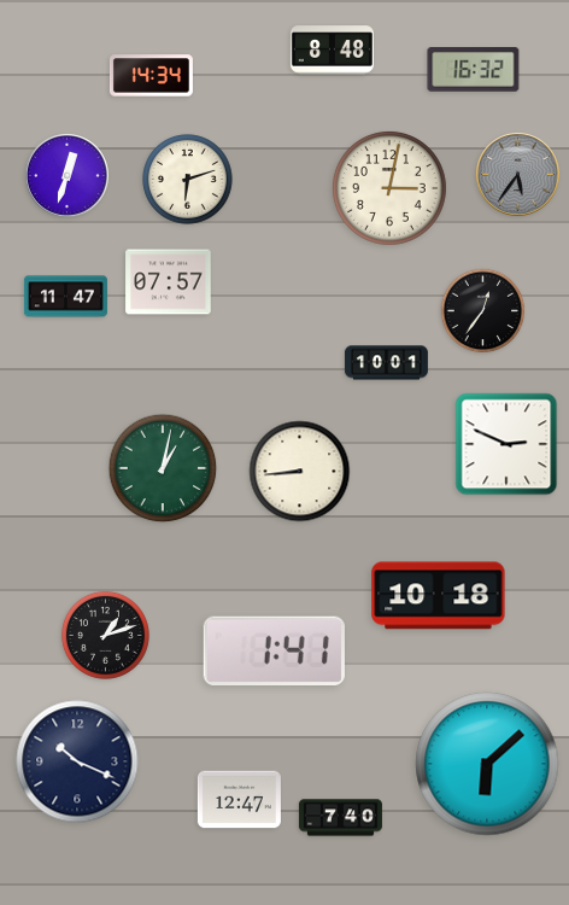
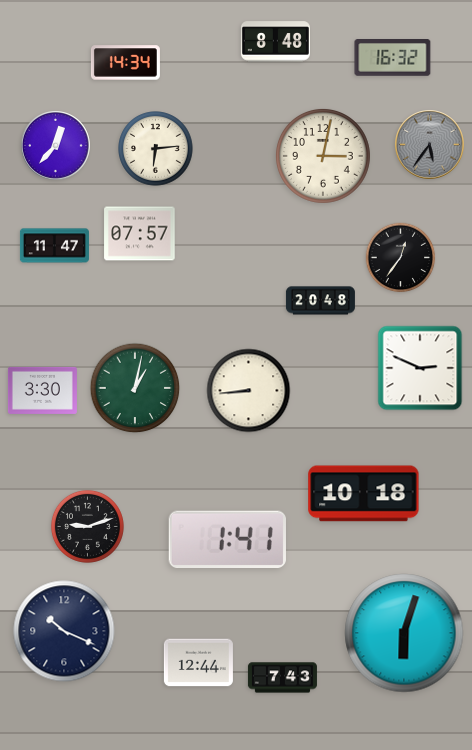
clock at (68, 176): 12:33 -> 12:37
clock at (188, 180): 6:12 -> 6:14
clock at (386, 363): 10:01 -> 20:48
clock at (42, 390): none -> 3:30
clock at (105, 635): 1:12 -> 9:12
clock at (487, 764): 6:08 -> 6:03
clock at (239, 800): 12:47 -> 12:44
clock at (340, 818): 7:40 -> 7:43
